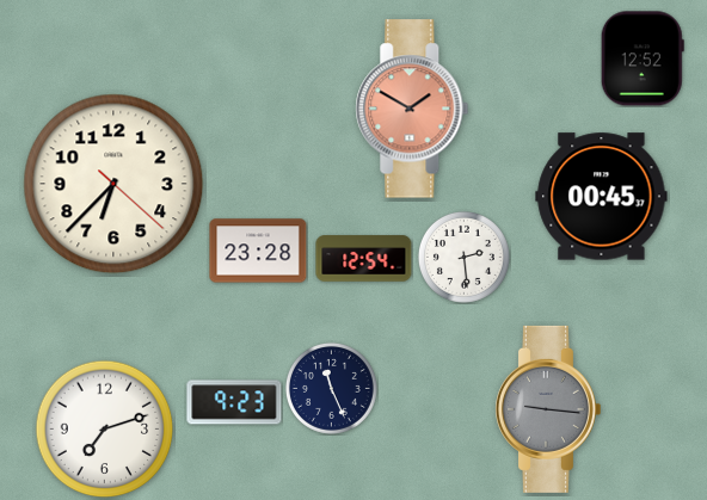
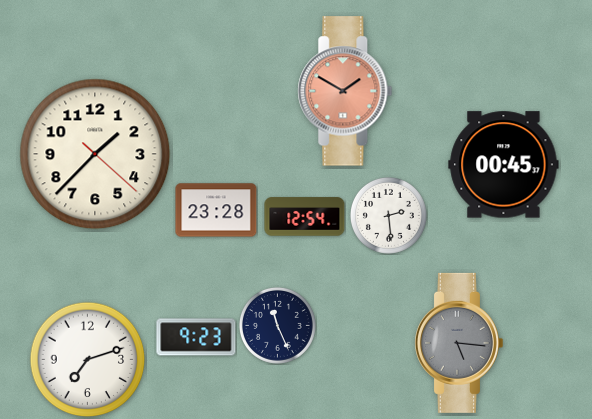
clock at (643, 58): 12:52 -> none
clock at (113, 184): 6:37 -> 1:37
clock at (547, 409): 9:16 -> 5:16
